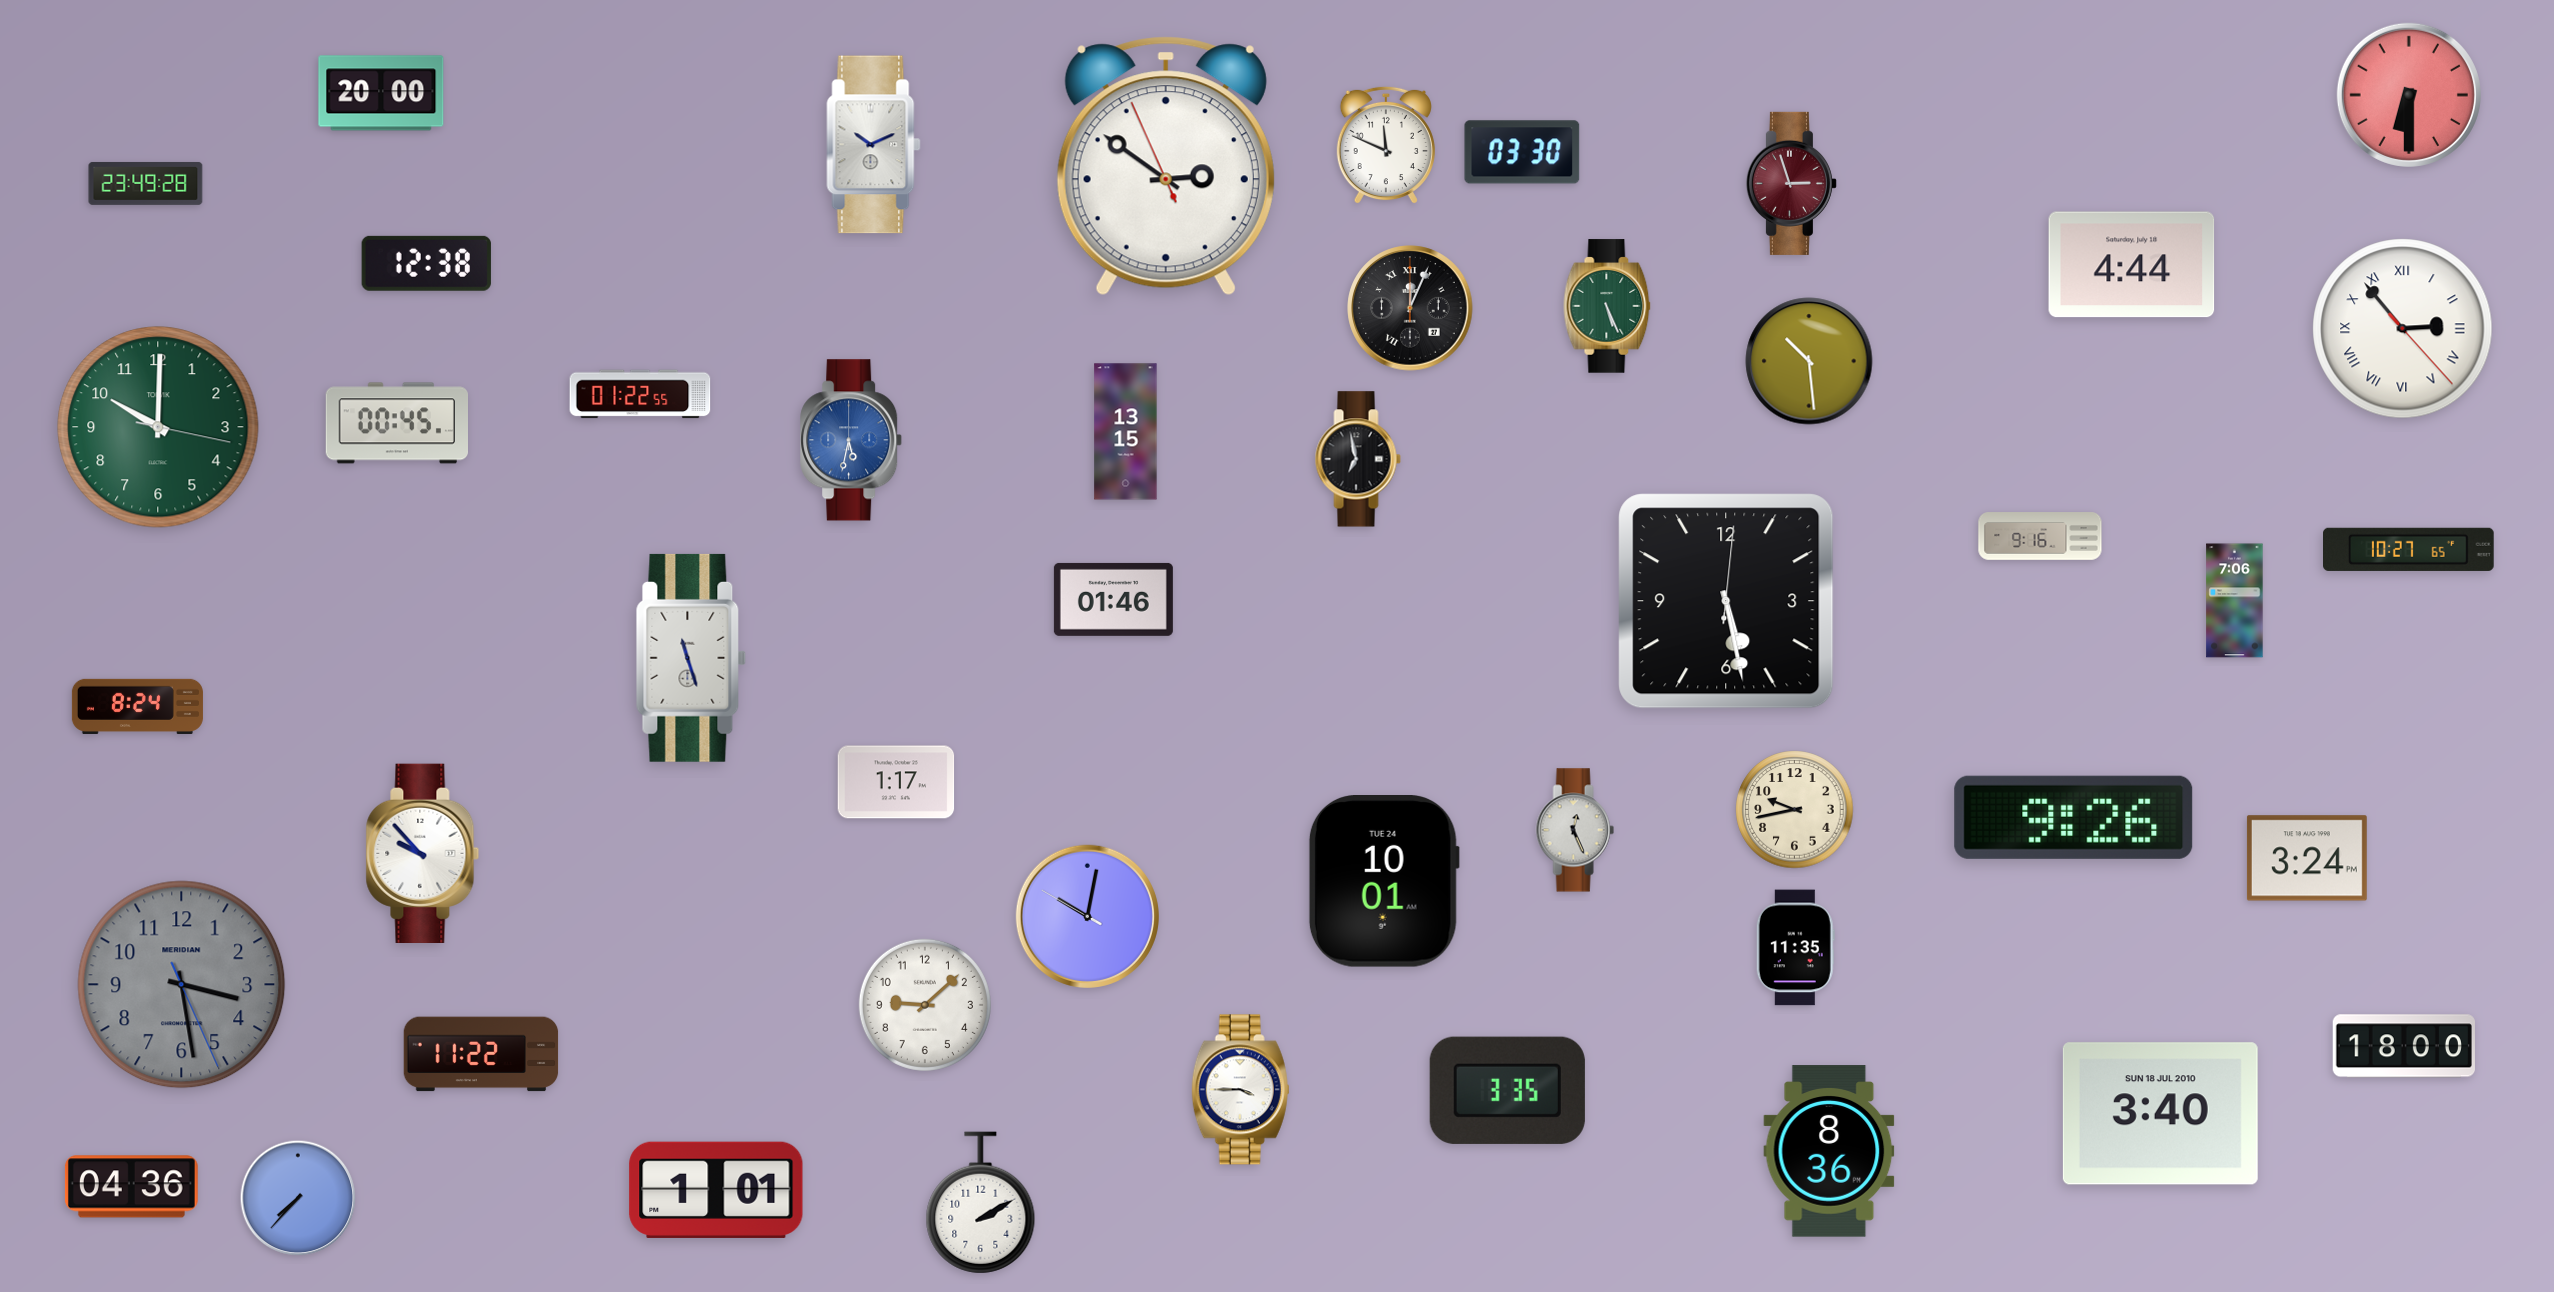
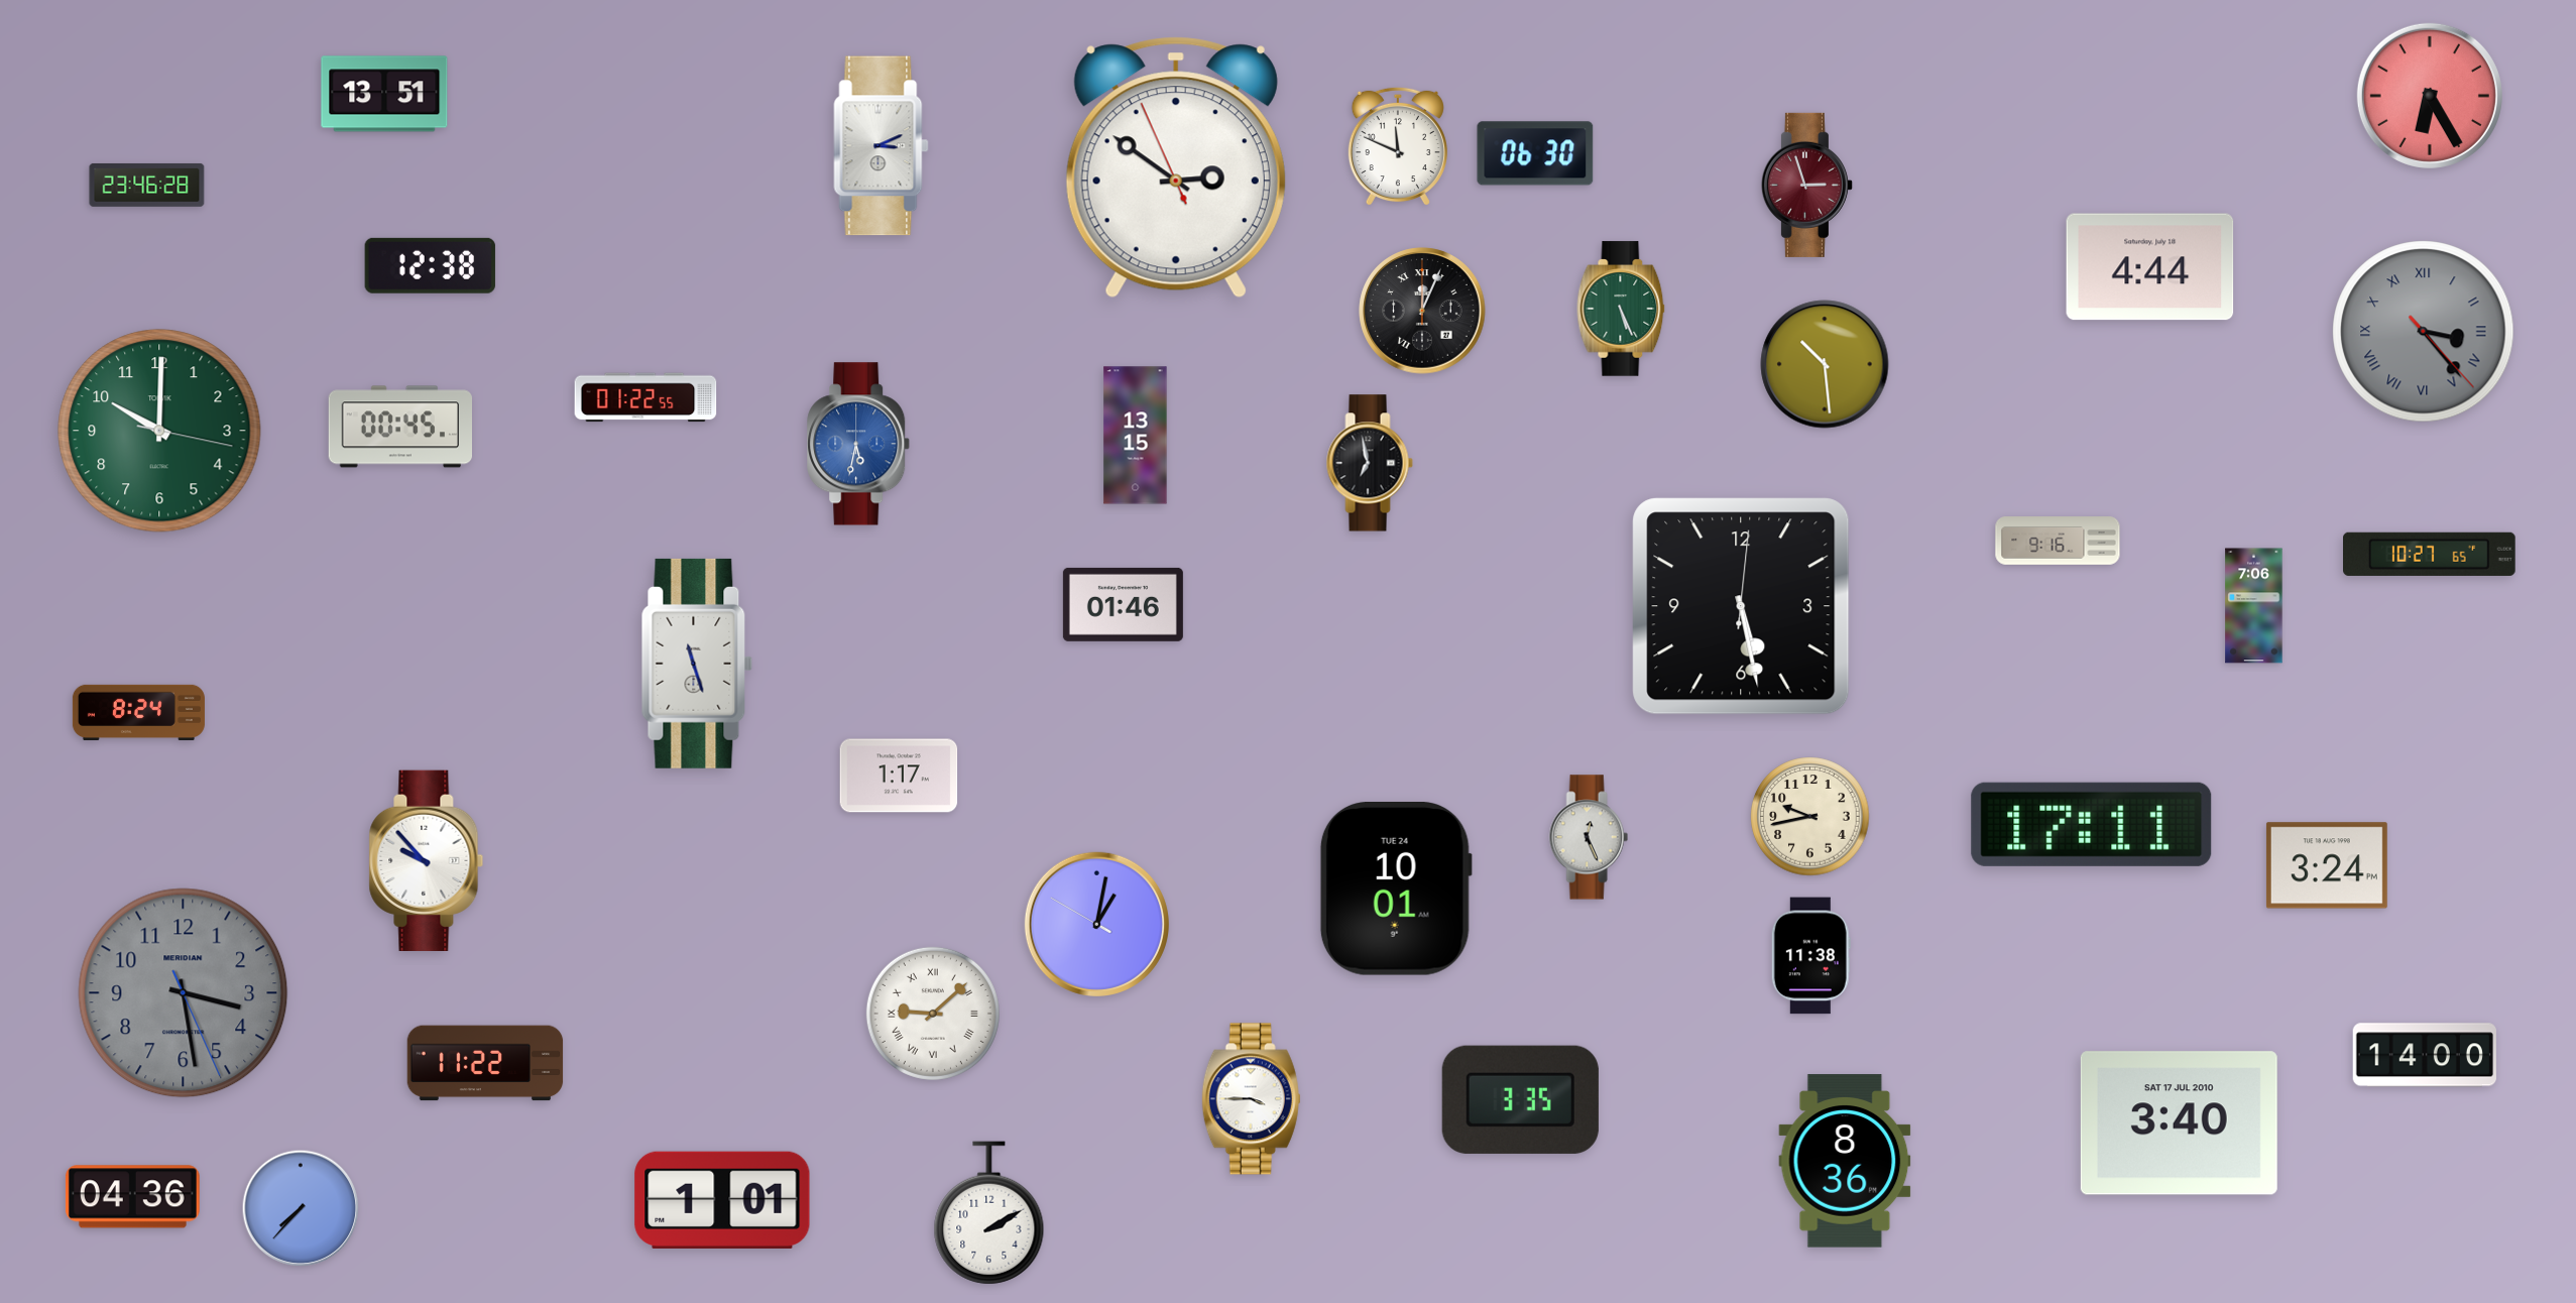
clock at (381, 93): 20:00 -> 13:51
clock at (2409, 95): 6:30 -> 6:25
clock at (874, 145): 10:11 -> 3:11
clock at (1522, 152): 03:30 -> 06:30
clock at (146, 183): 23:49 -> 23:46
clock at (2403, 329): 2:53 -> 3:23
clock at (2403, 329) dial: white -> grey
clock at (896, 782) position: (896, 782) -> (899, 776)
clock at (2074, 817): 9:26 -> 17:11
clock at (1087, 916): 10:01 -> 1:01
clock at (1795, 948): 11:35 -> 11:38
clock at (925, 1005) numerals: Arabic -> Roman
clock at (2404, 1046): 18:00 -> 14:00
clock at (2160, 1114) date: SUN 18 JUL 2010 -> SAT 17 JUL 2010
